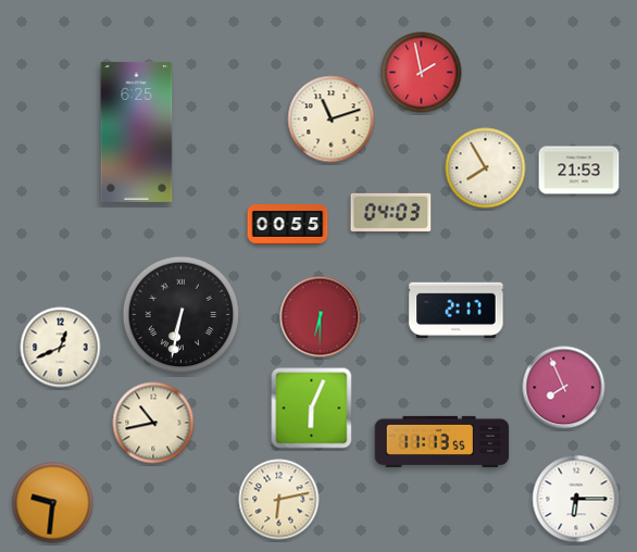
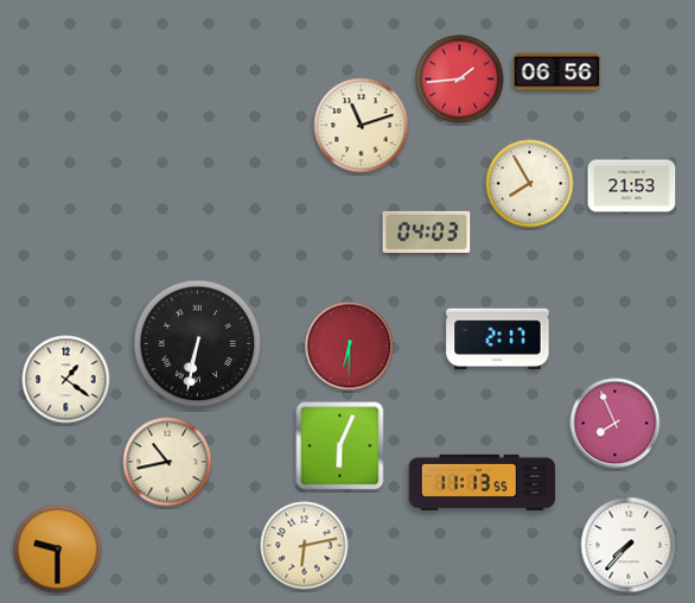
clock at (557, 72): none -> 06:56
clock at (422, 73): 1:58 -> 1:44
clock at (332, 120) position: (332, 120) -> (362, 126)
clock at (137, 131): 6:25 -> none
clock at (288, 225): 00:55 -> none
clock at (61, 348): 12:41 -> 1:21
clock at (576, 499): 6:15 -> 7:37
clock at (53, 503): 9:31 -> 9:30
